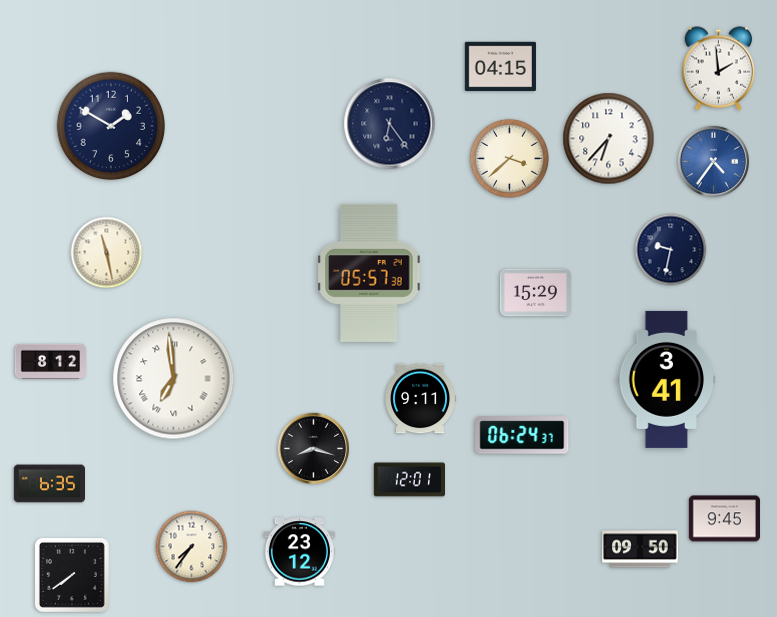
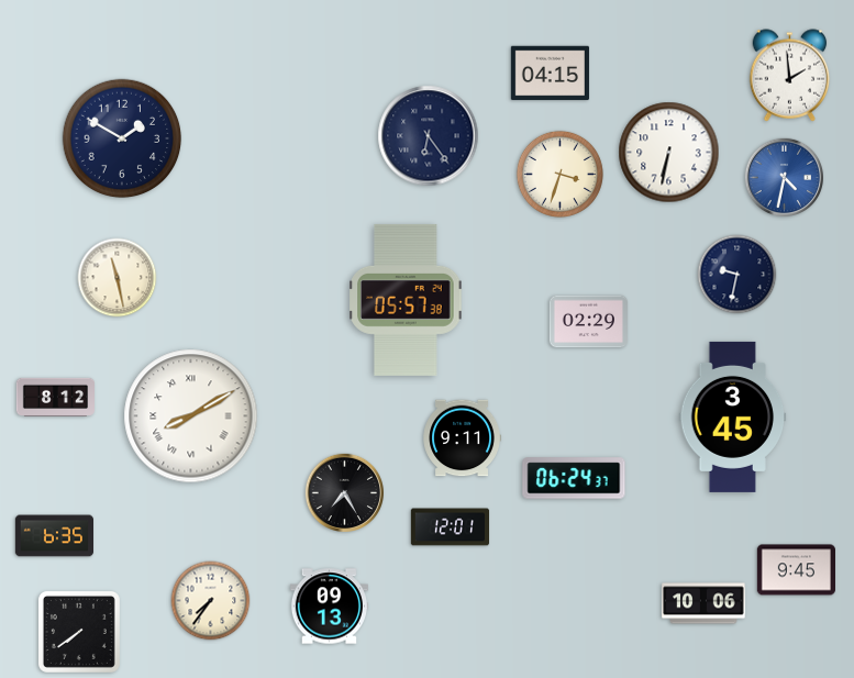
clock at (609, 139): 6:37 -> 6:32
clock at (509, 158): 3:38 -> 3:33
clock at (713, 161): 4:36 -> 4:32
clock at (535, 293): 15:29 -> 02:29
clock at (174, 379): 6:59 -> 8:10
clock at (667, 379): 3:41 -> 3:45
clock at (313, 448): 8:18 -> 7:25
clock at (49, 484) position: (49, 484) -> (54, 536)
clock at (640, 549): 09:50 -> 10:06
clock at (299, 552): 23:12 -> 09:13
